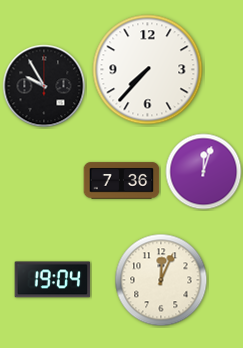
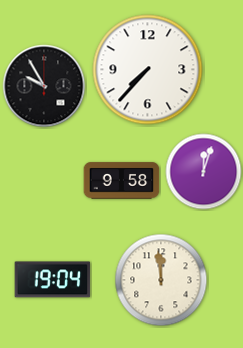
clock at (122, 181): 7:36 -> 9:58
clock at (161, 280): 12:04 -> 11:59
